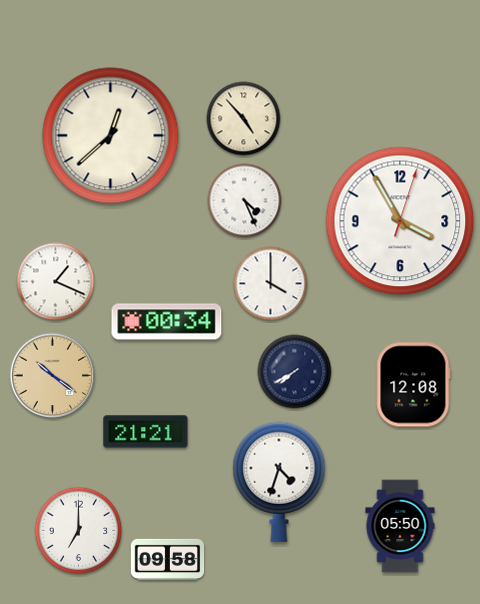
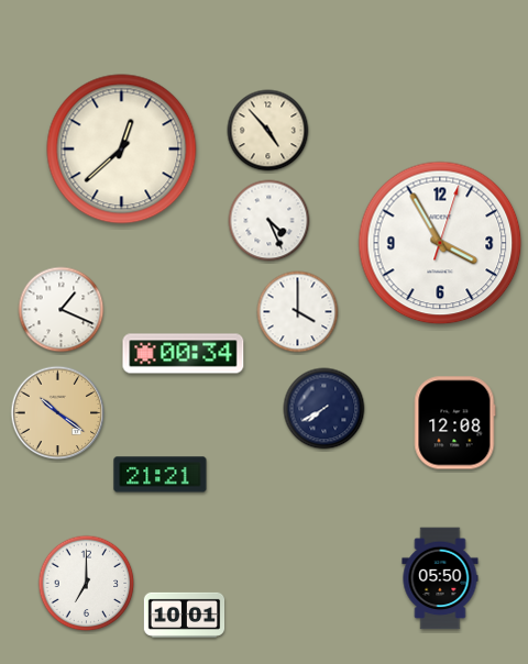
clock at (279, 482): 4:33 -> none
clock at (168, 559): 09:58 -> 10:01
